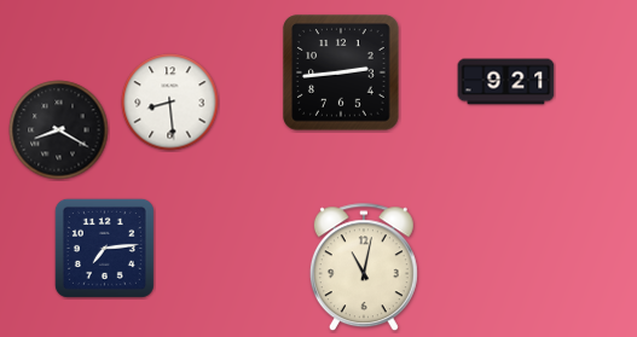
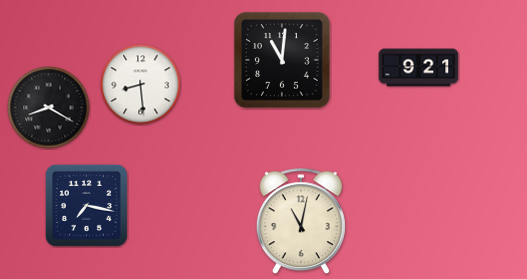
clock at (341, 72): 2:44 -> 11:01
clock at (104, 248): 7:14 -> 7:17
